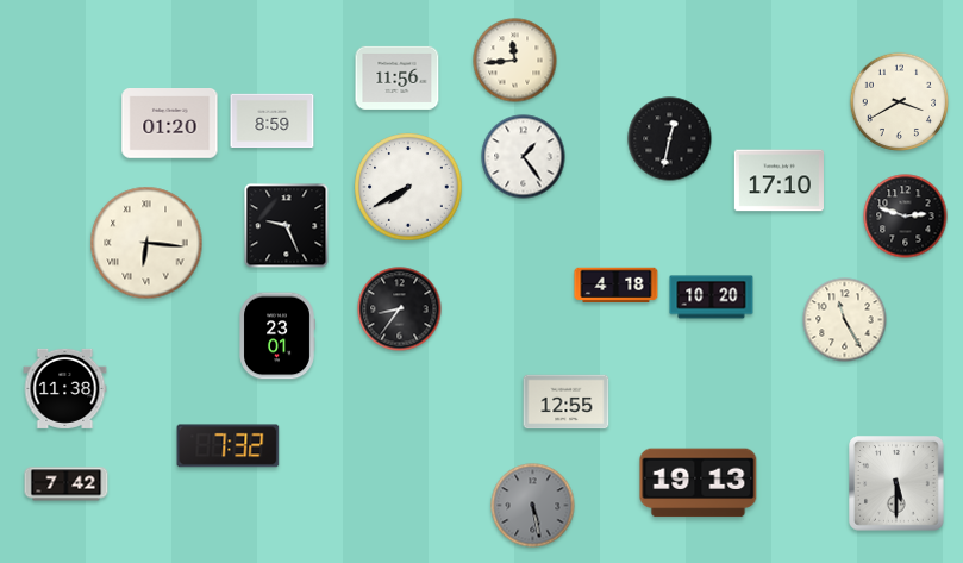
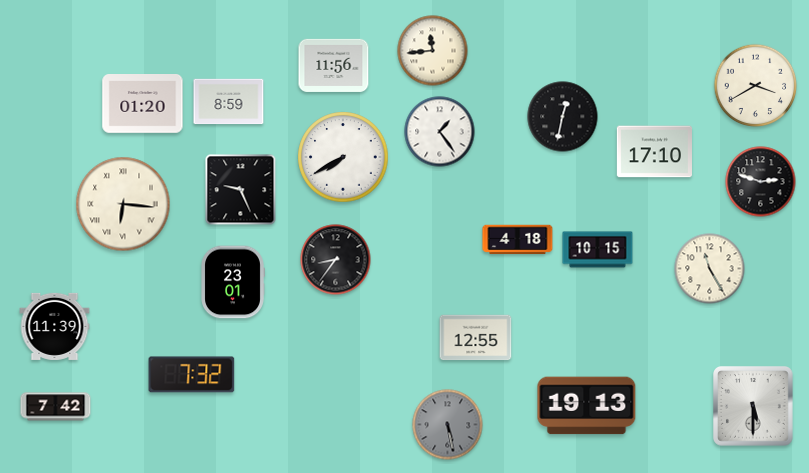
clock at (712, 298): 10:20 -> 10:15
clock at (65, 388): 11:38 -> 11:39
